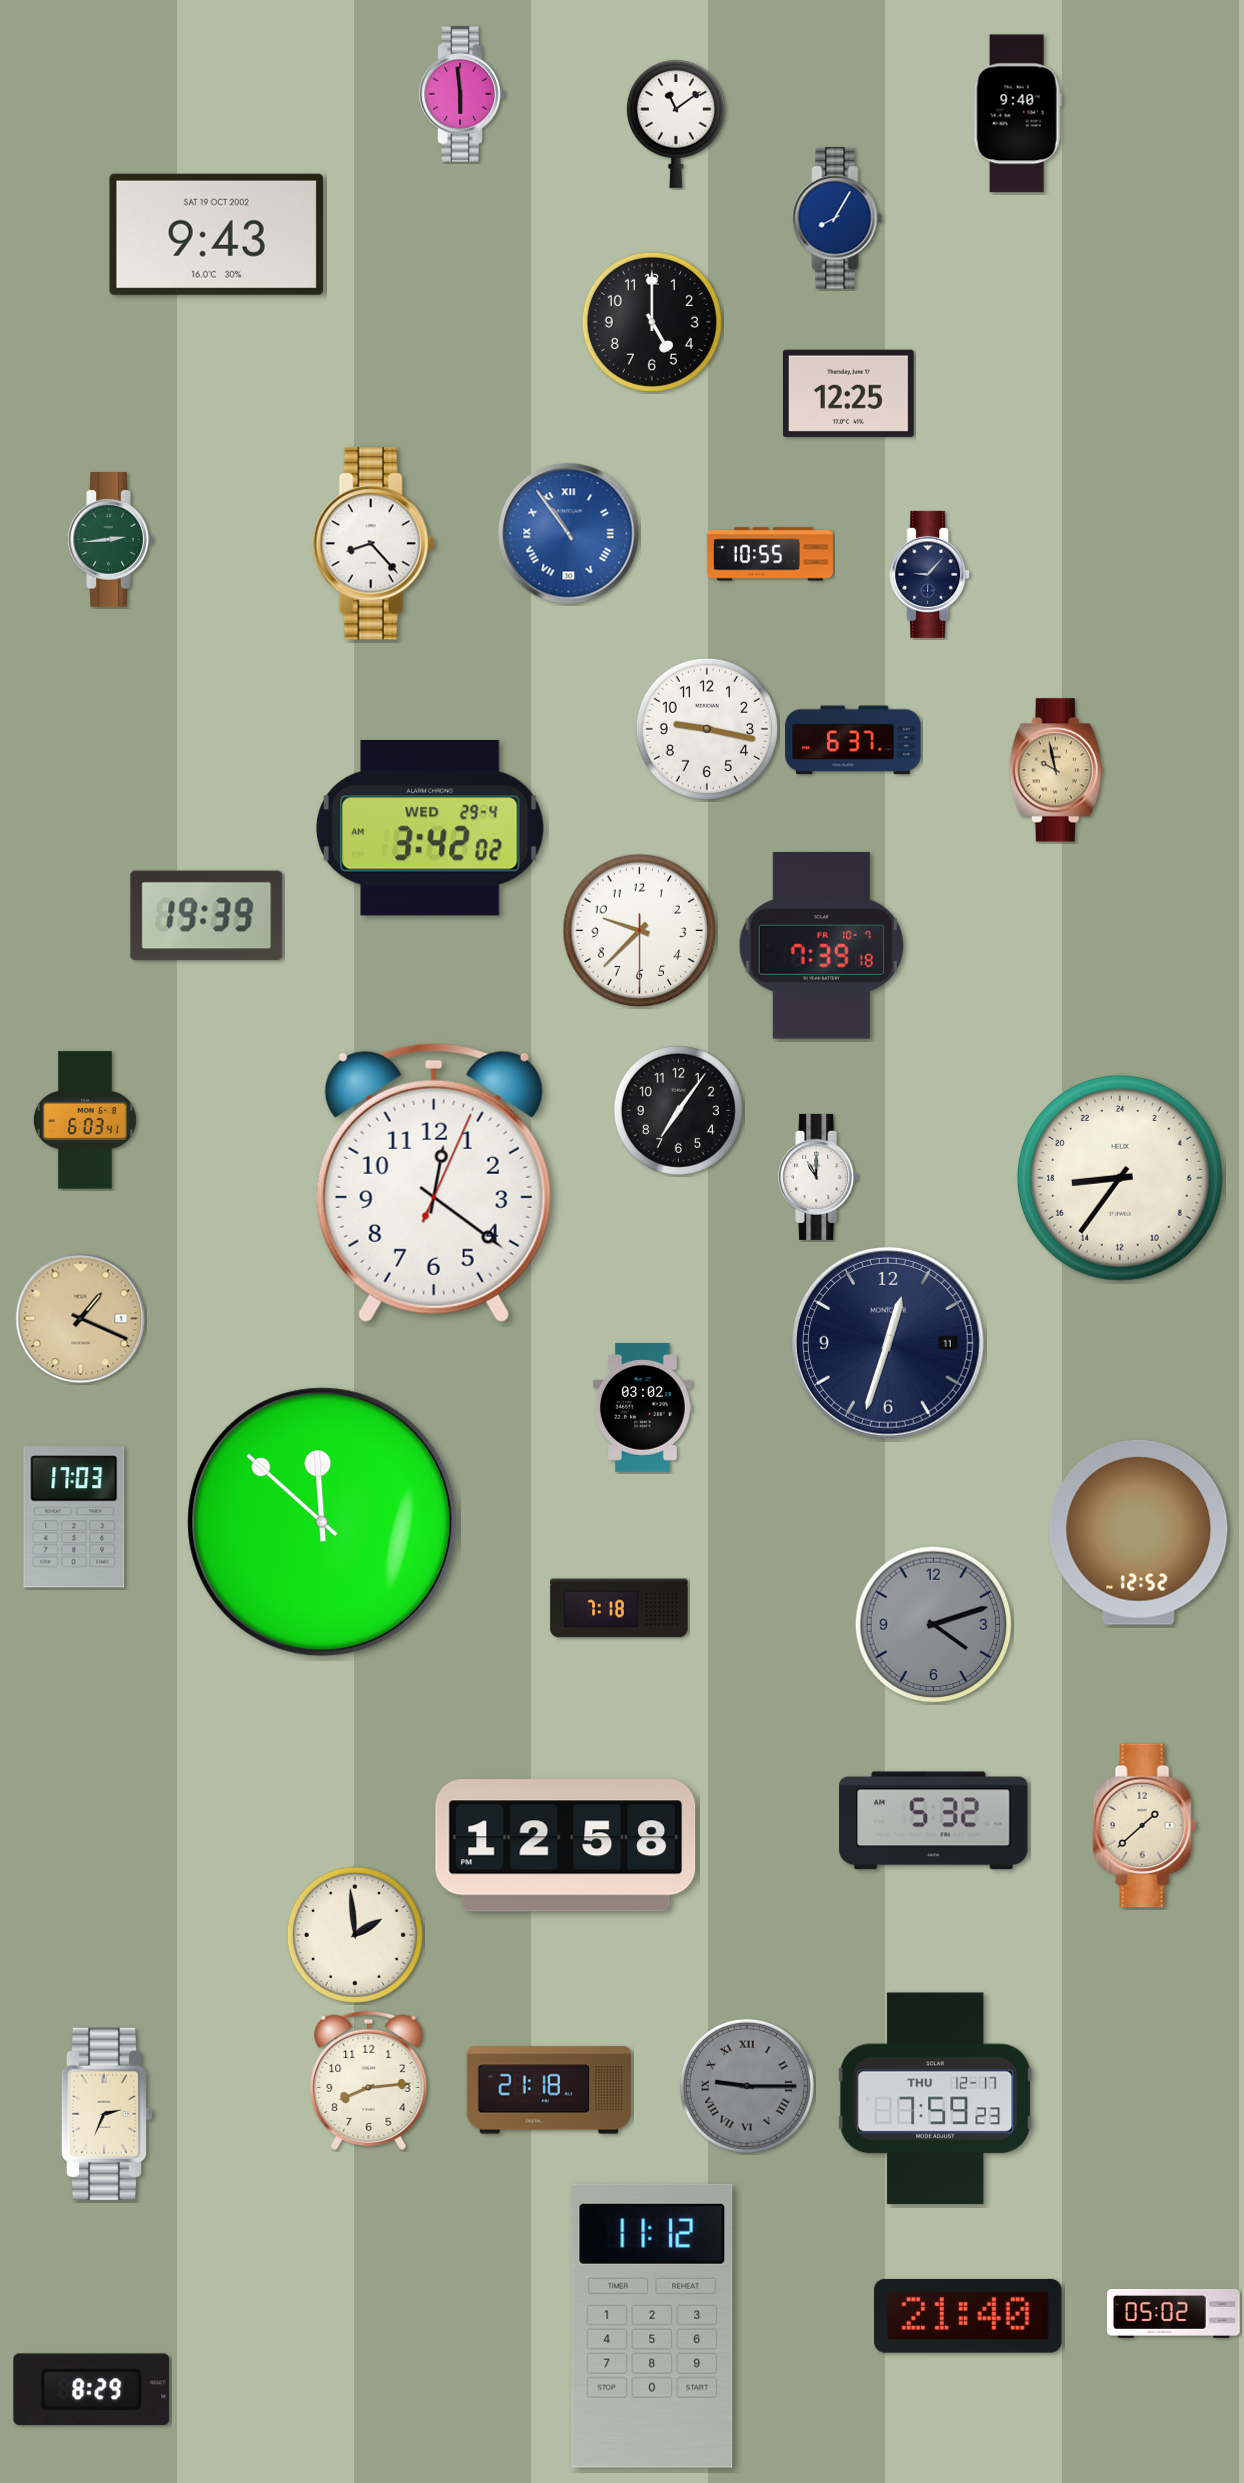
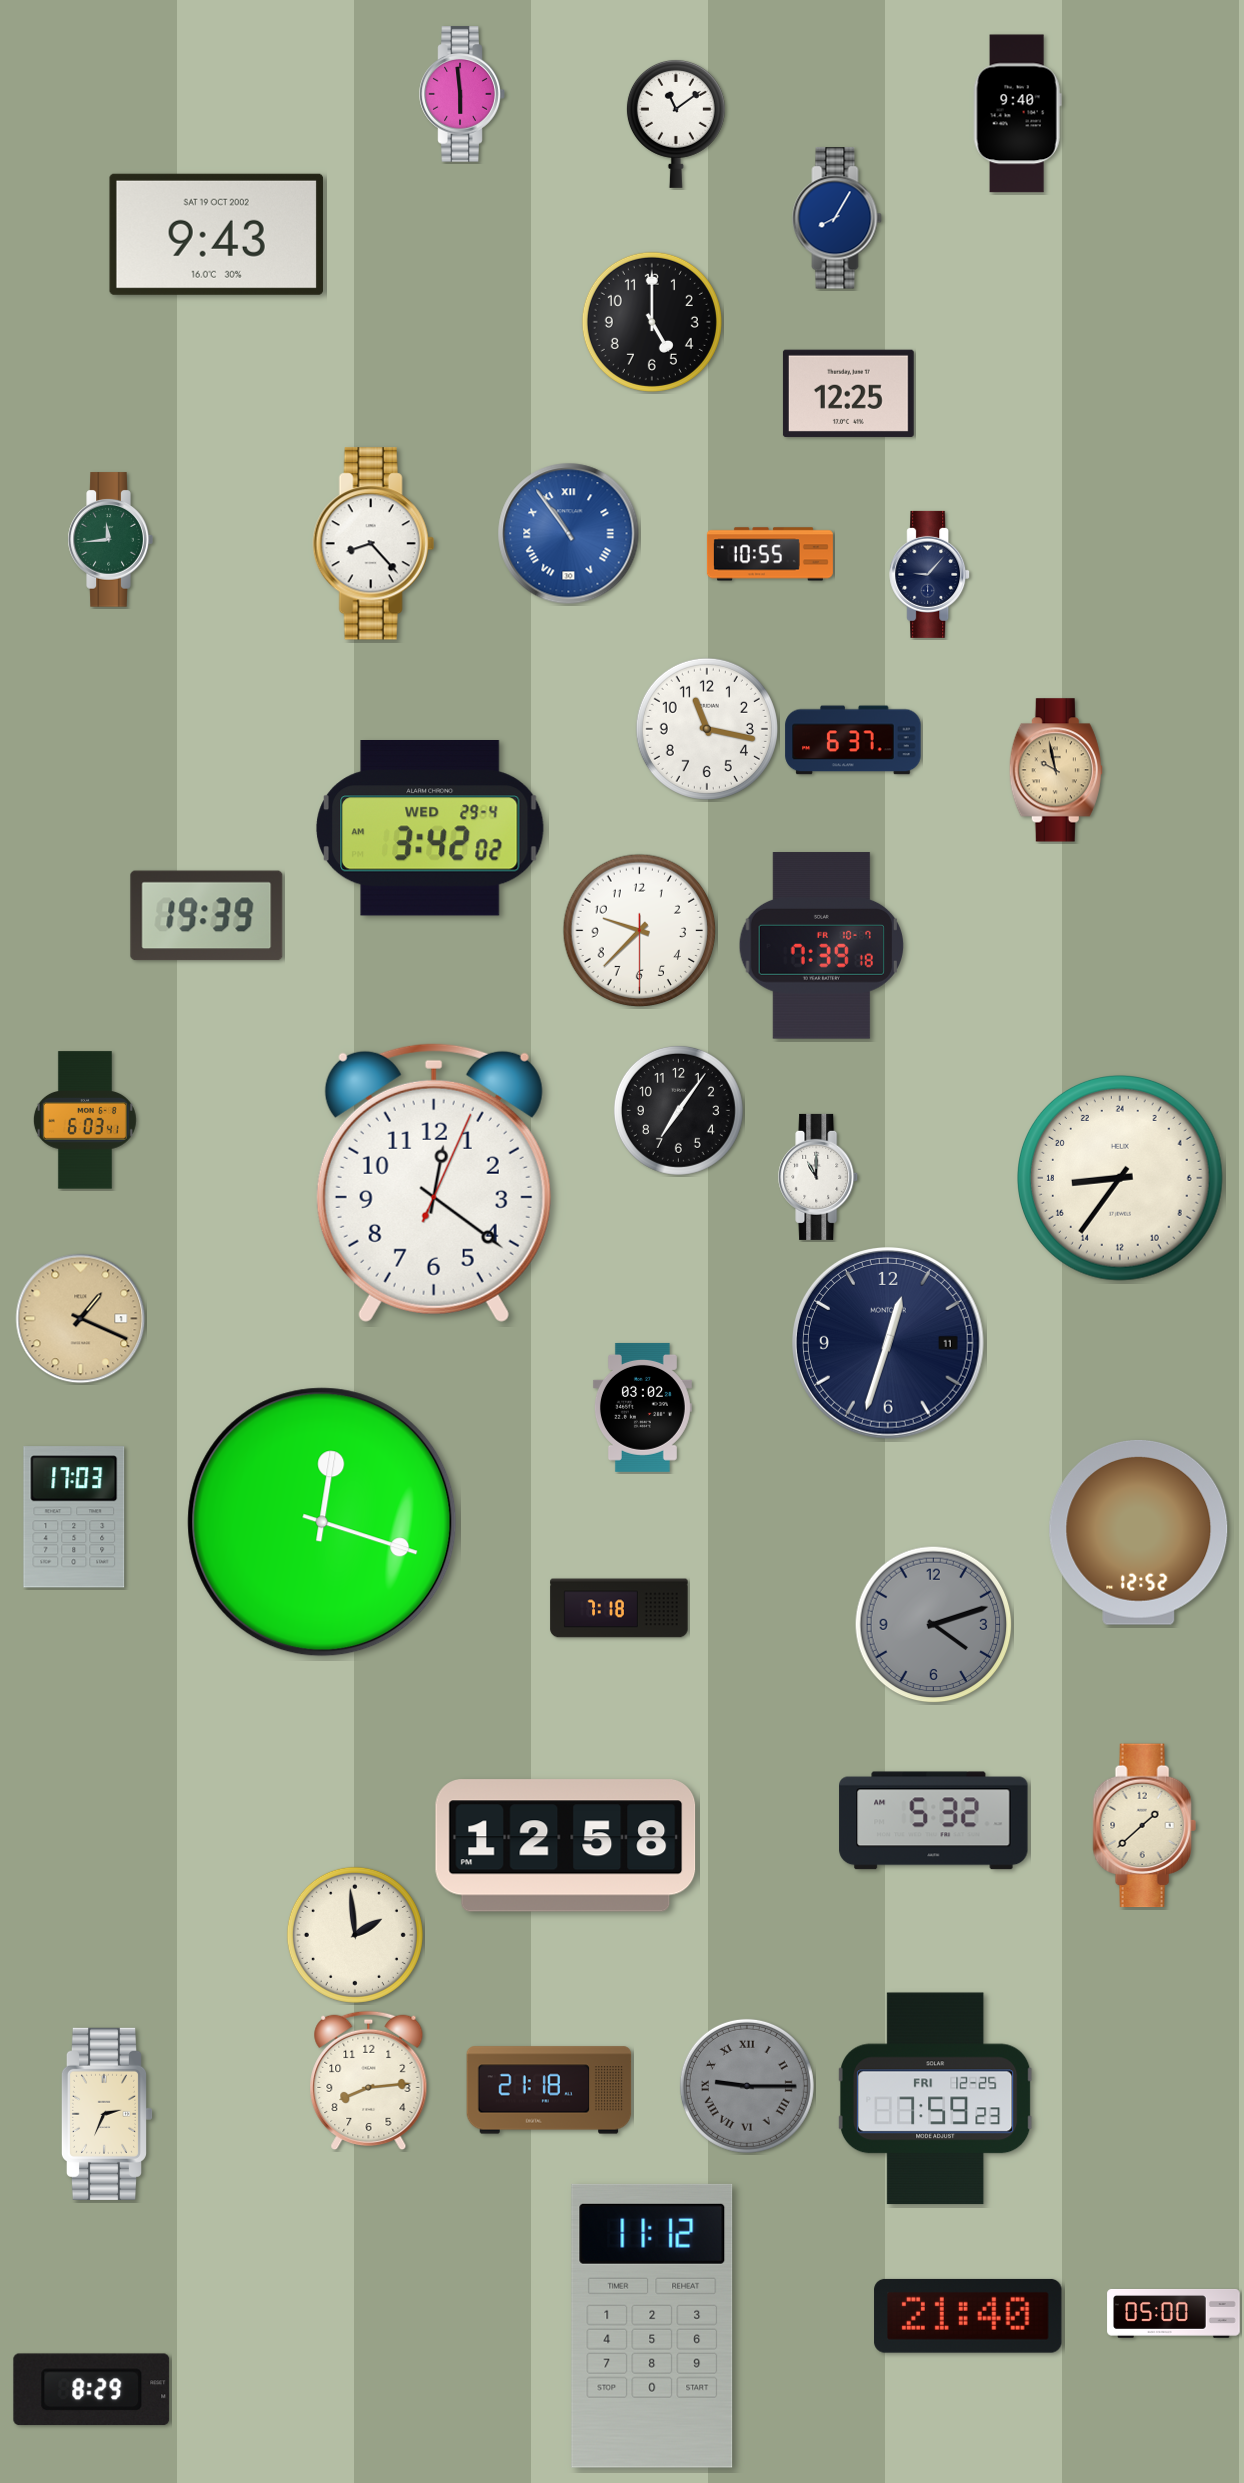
clock at (110, 540): 2:44 -> 11:44
clock at (707, 729): 9:17 -> 11:17
clock at (322, 1522): 11:52 -> 12:18
clock at (935, 2099) date: THU 12-17 -> FRI 12-25
clock at (1174, 2313): 05:02 -> 05:00
